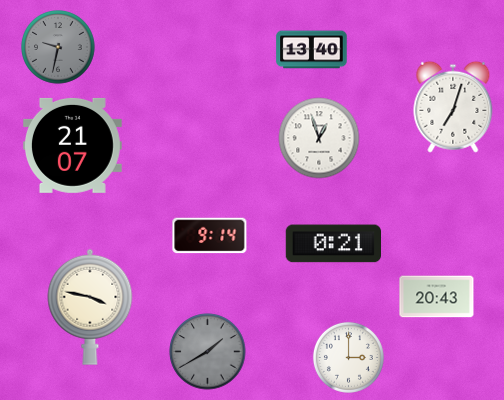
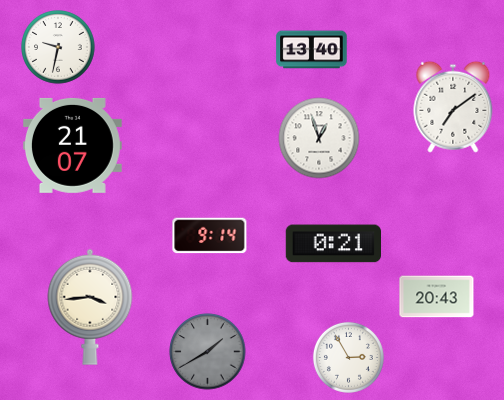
clock at (58, 47) dial: grey -> white
clock at (453, 107): 7:03 -> 7:09
clock at (90, 307): 3:47 -> 3:44
clock at (348, 357): 3:00 -> 2:55
